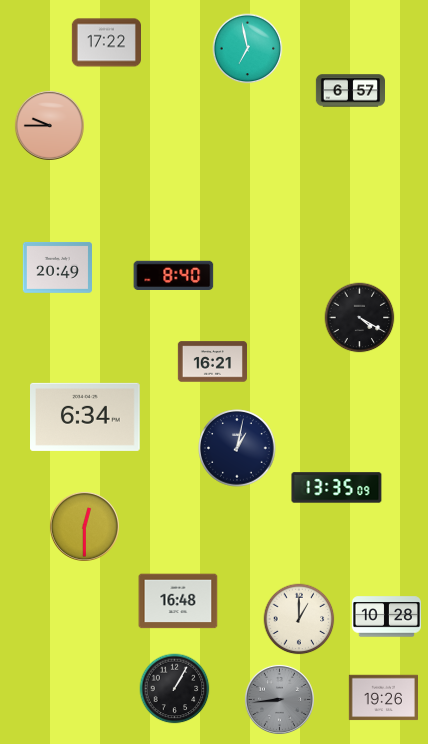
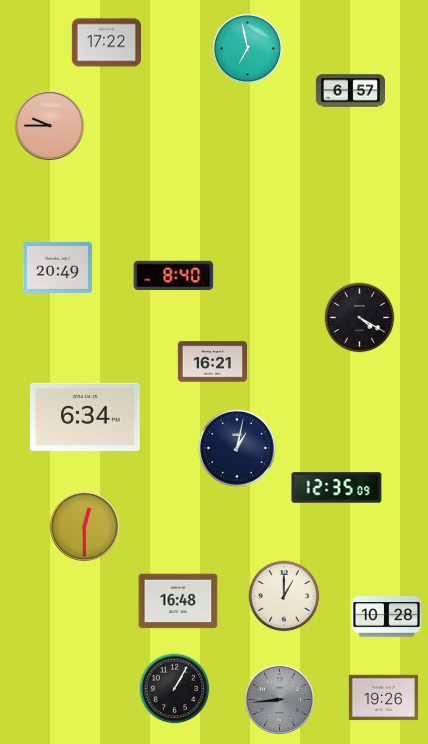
clock at (337, 488): 13:35 -> 12:35
clock at (299, 619) position: (299, 619) -> (284, 596)
